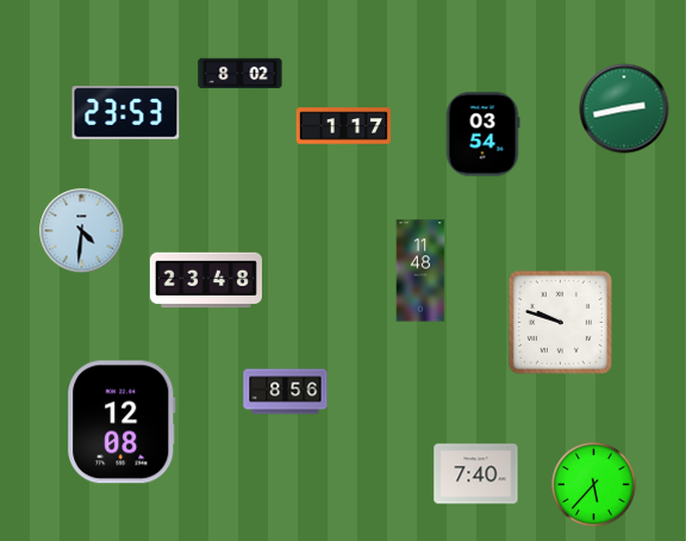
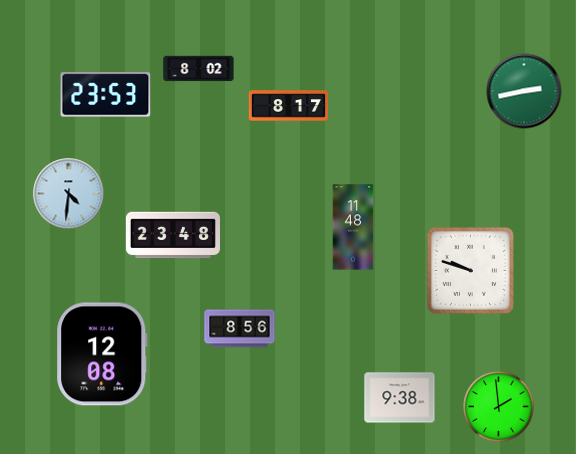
clock at (241, 74) position: (241, 74) -> (199, 69)
clock at (343, 126): 1:17 -> 8:17
clock at (482, 135): 03:54 -> none
clock at (476, 474): 7:40 -> 9:38
clock at (594, 485): 5:37 -> 1:59
